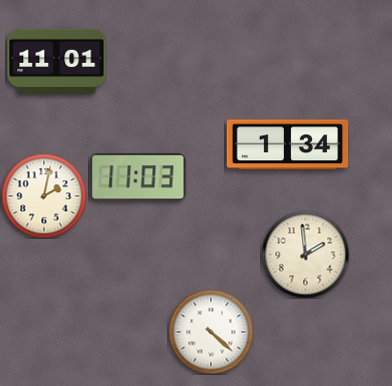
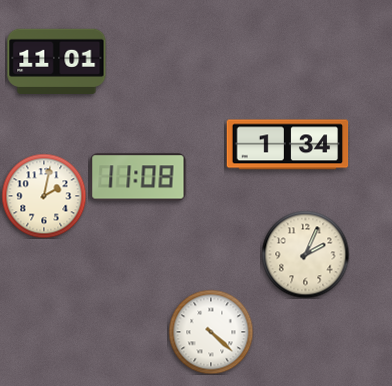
clock at (138, 177): 11:03 -> 11:08
clock at (305, 254): 1:59 -> 2:04
